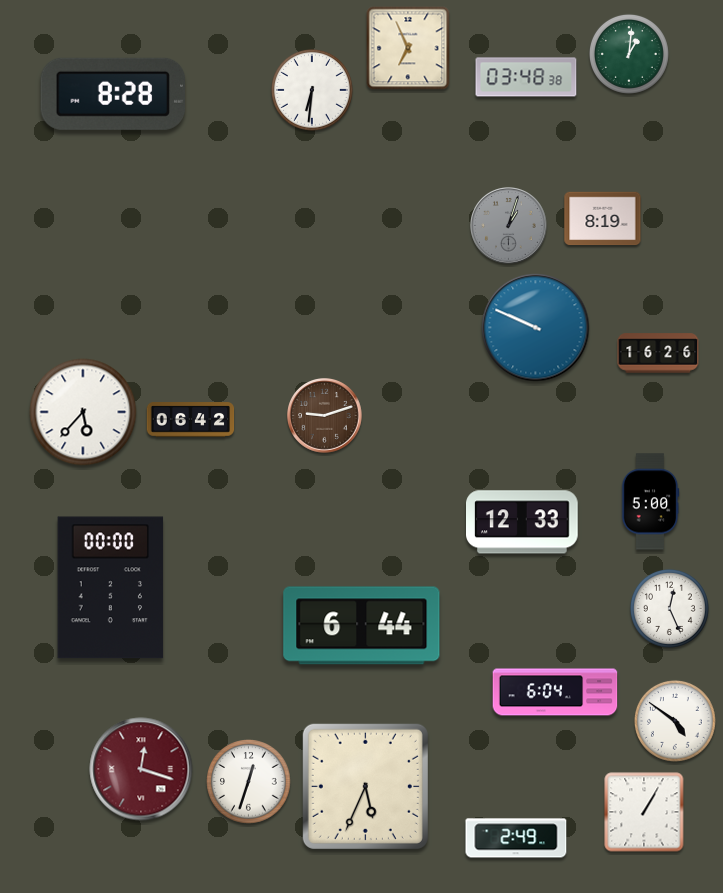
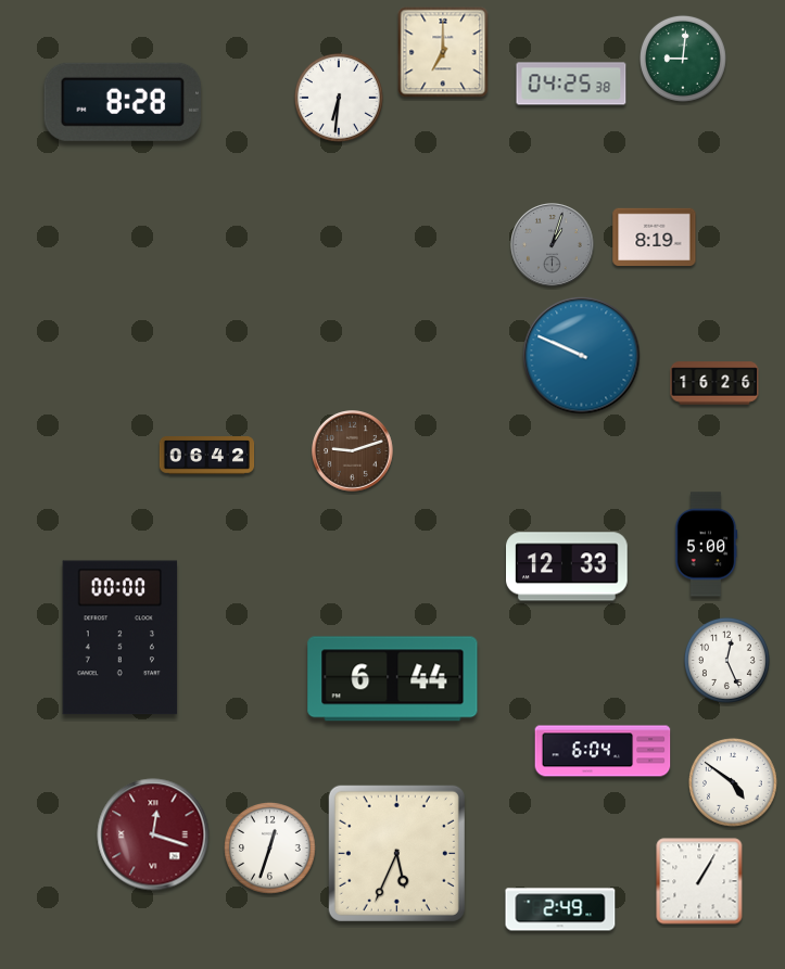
clock at (408, 48): 6:56 -> 7:00
clock at (629, 54): 1:01 -> 9:01
clock at (526, 77): 03:48 -> 04:25
clock at (83, 412): 5:37 -> none
